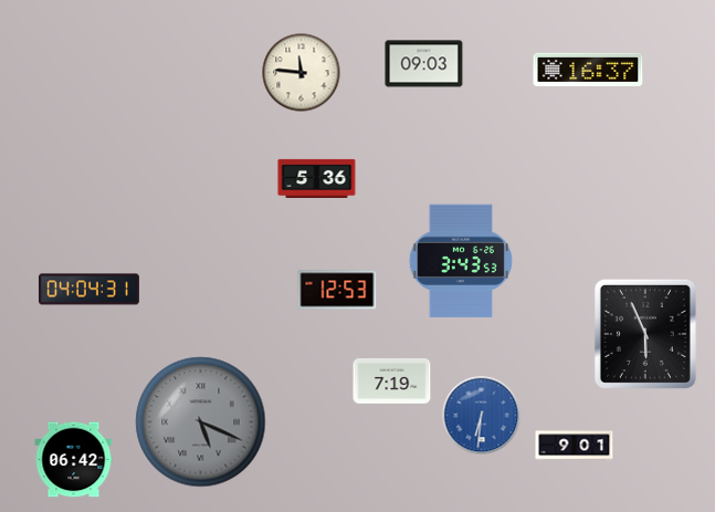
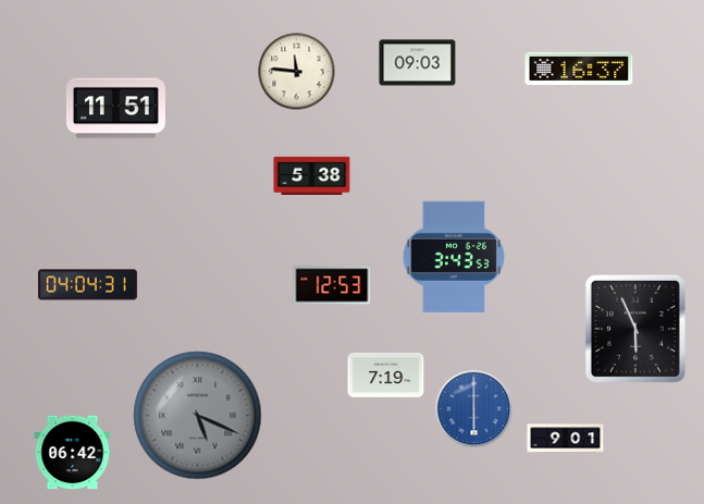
clock at (115, 109): none -> 11:51
clock at (317, 179): 5:36 -> 5:38
clock at (482, 416): 6:31 -> 6:00
